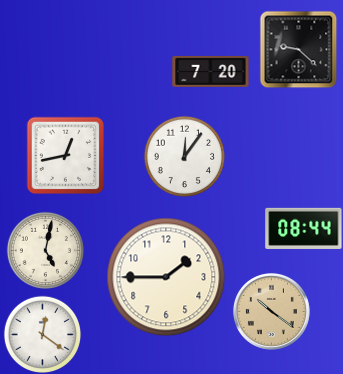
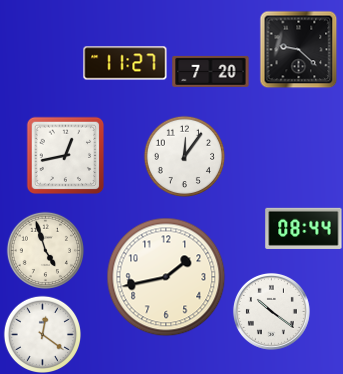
clock at (125, 63): none -> 11:27
clock at (45, 250): 5:02 -> 4:57
clock at (166, 277): 1:45 -> 1:43
clock at (271, 311) dial: champagne -> white
